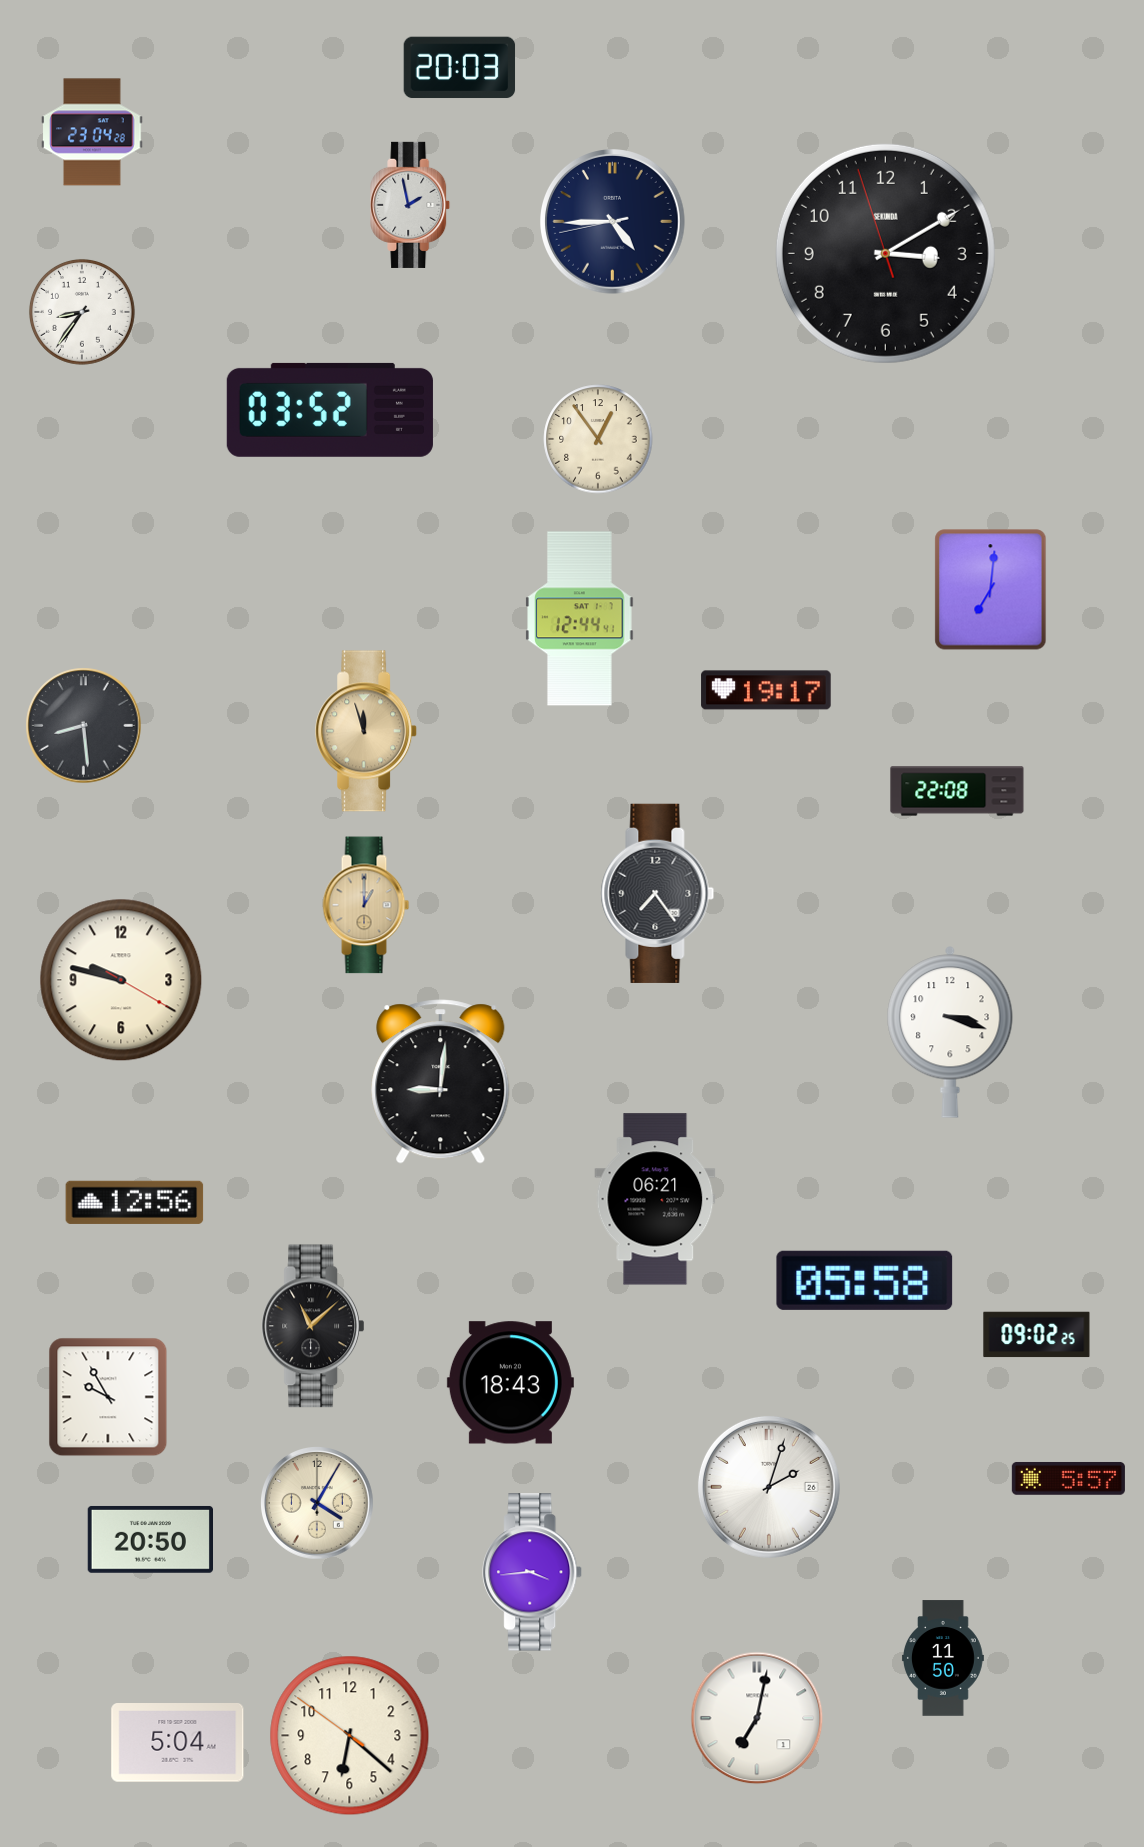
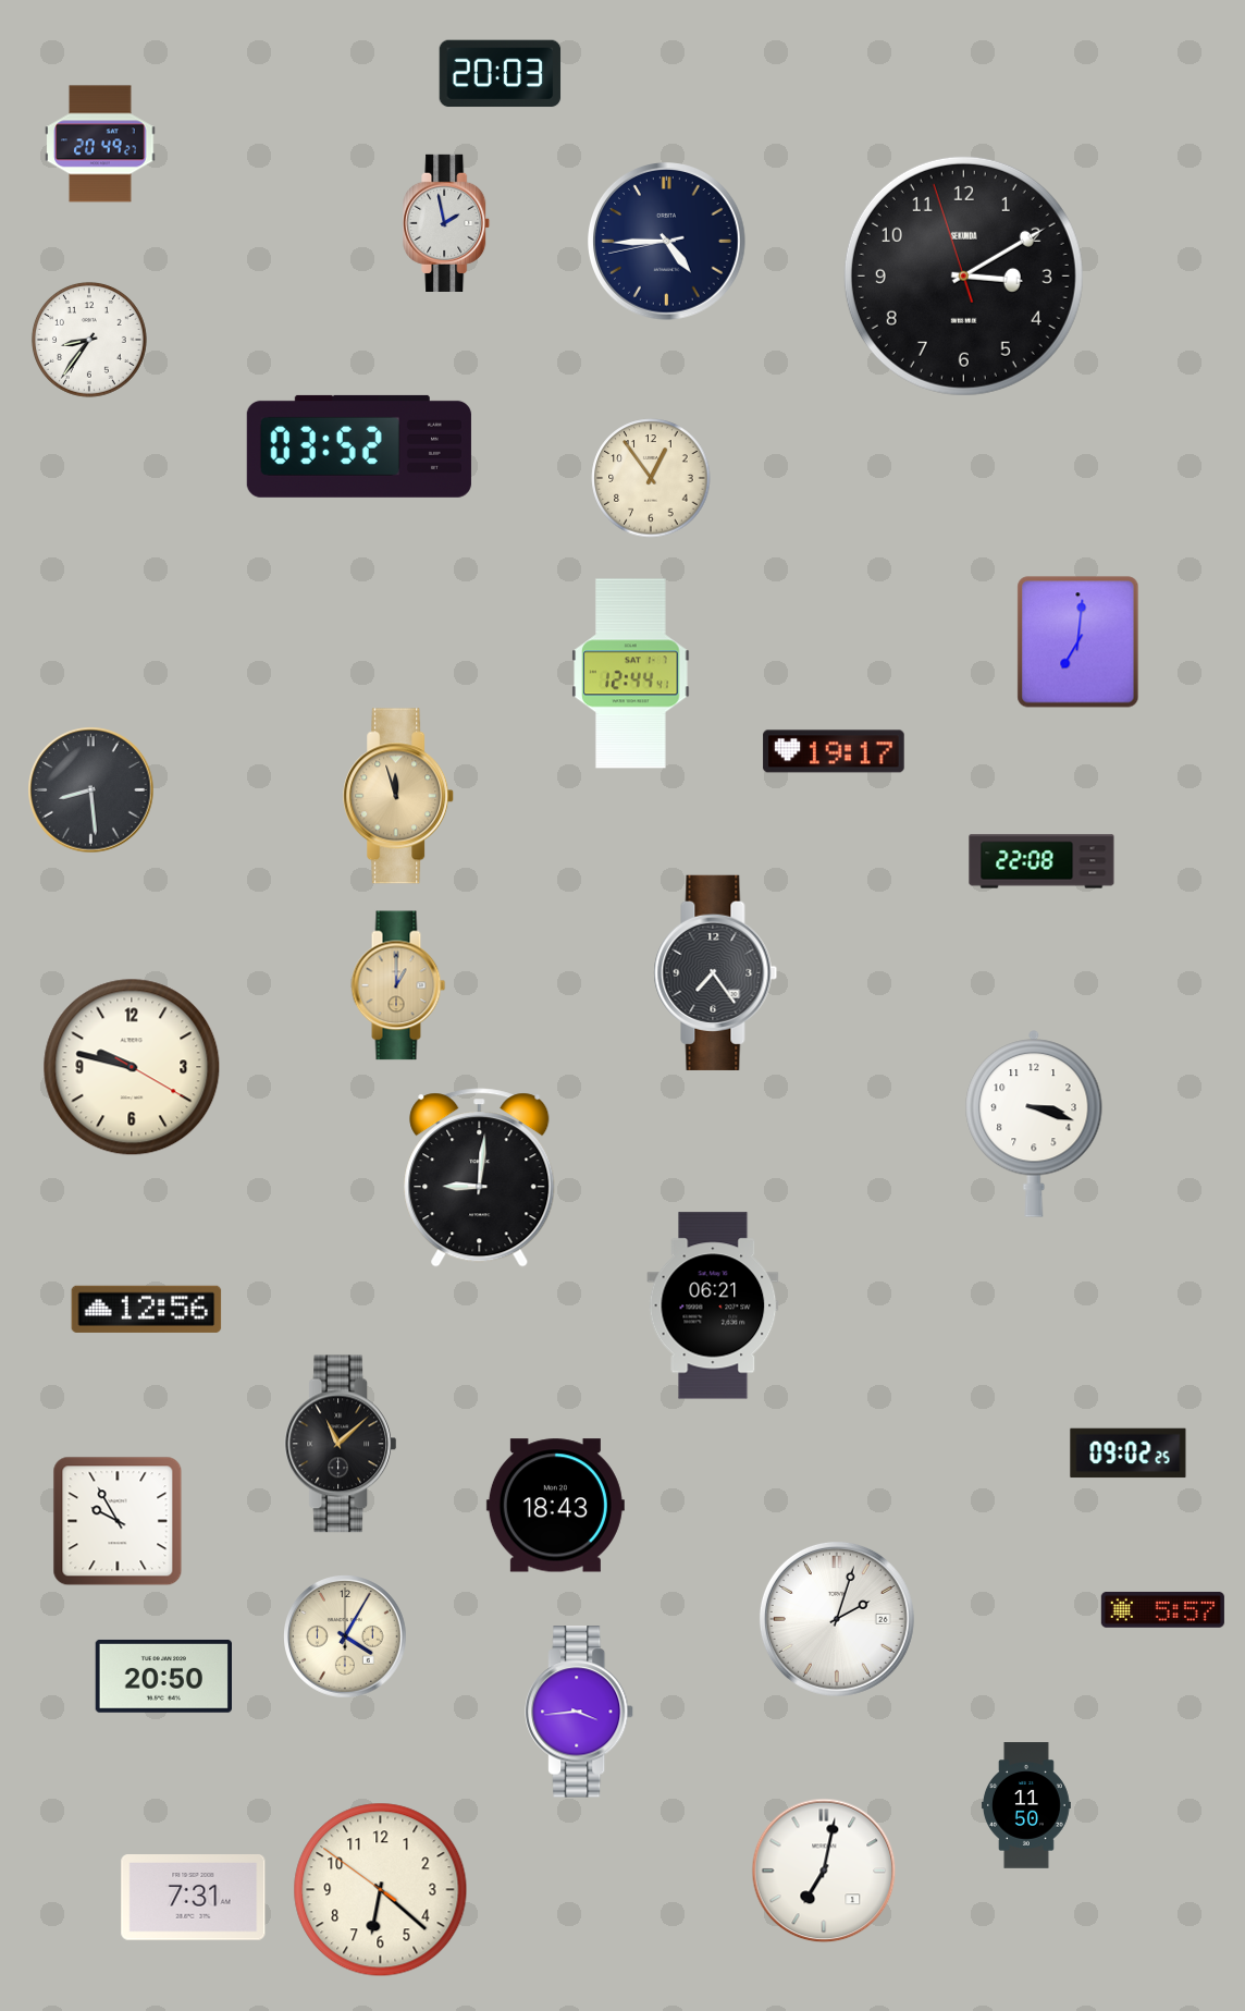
clock at (92, 132): 23:04 -> 20:49
clock at (865, 1280): 05:58 -> none
clock at (178, 1743): 5:04 -> 7:31
